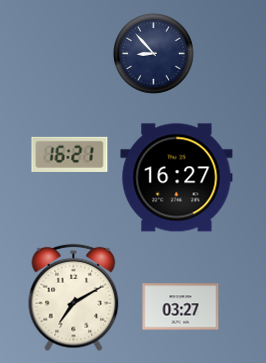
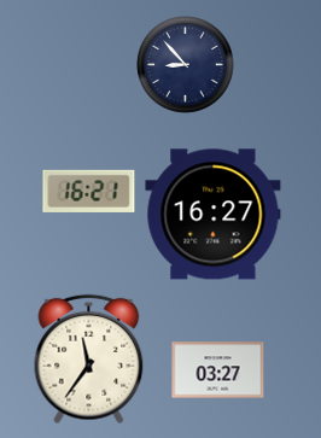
clock at (70, 154) position: (70, 154) -> (89, 191)
clock at (74, 298): 7:10 -> 11:36
